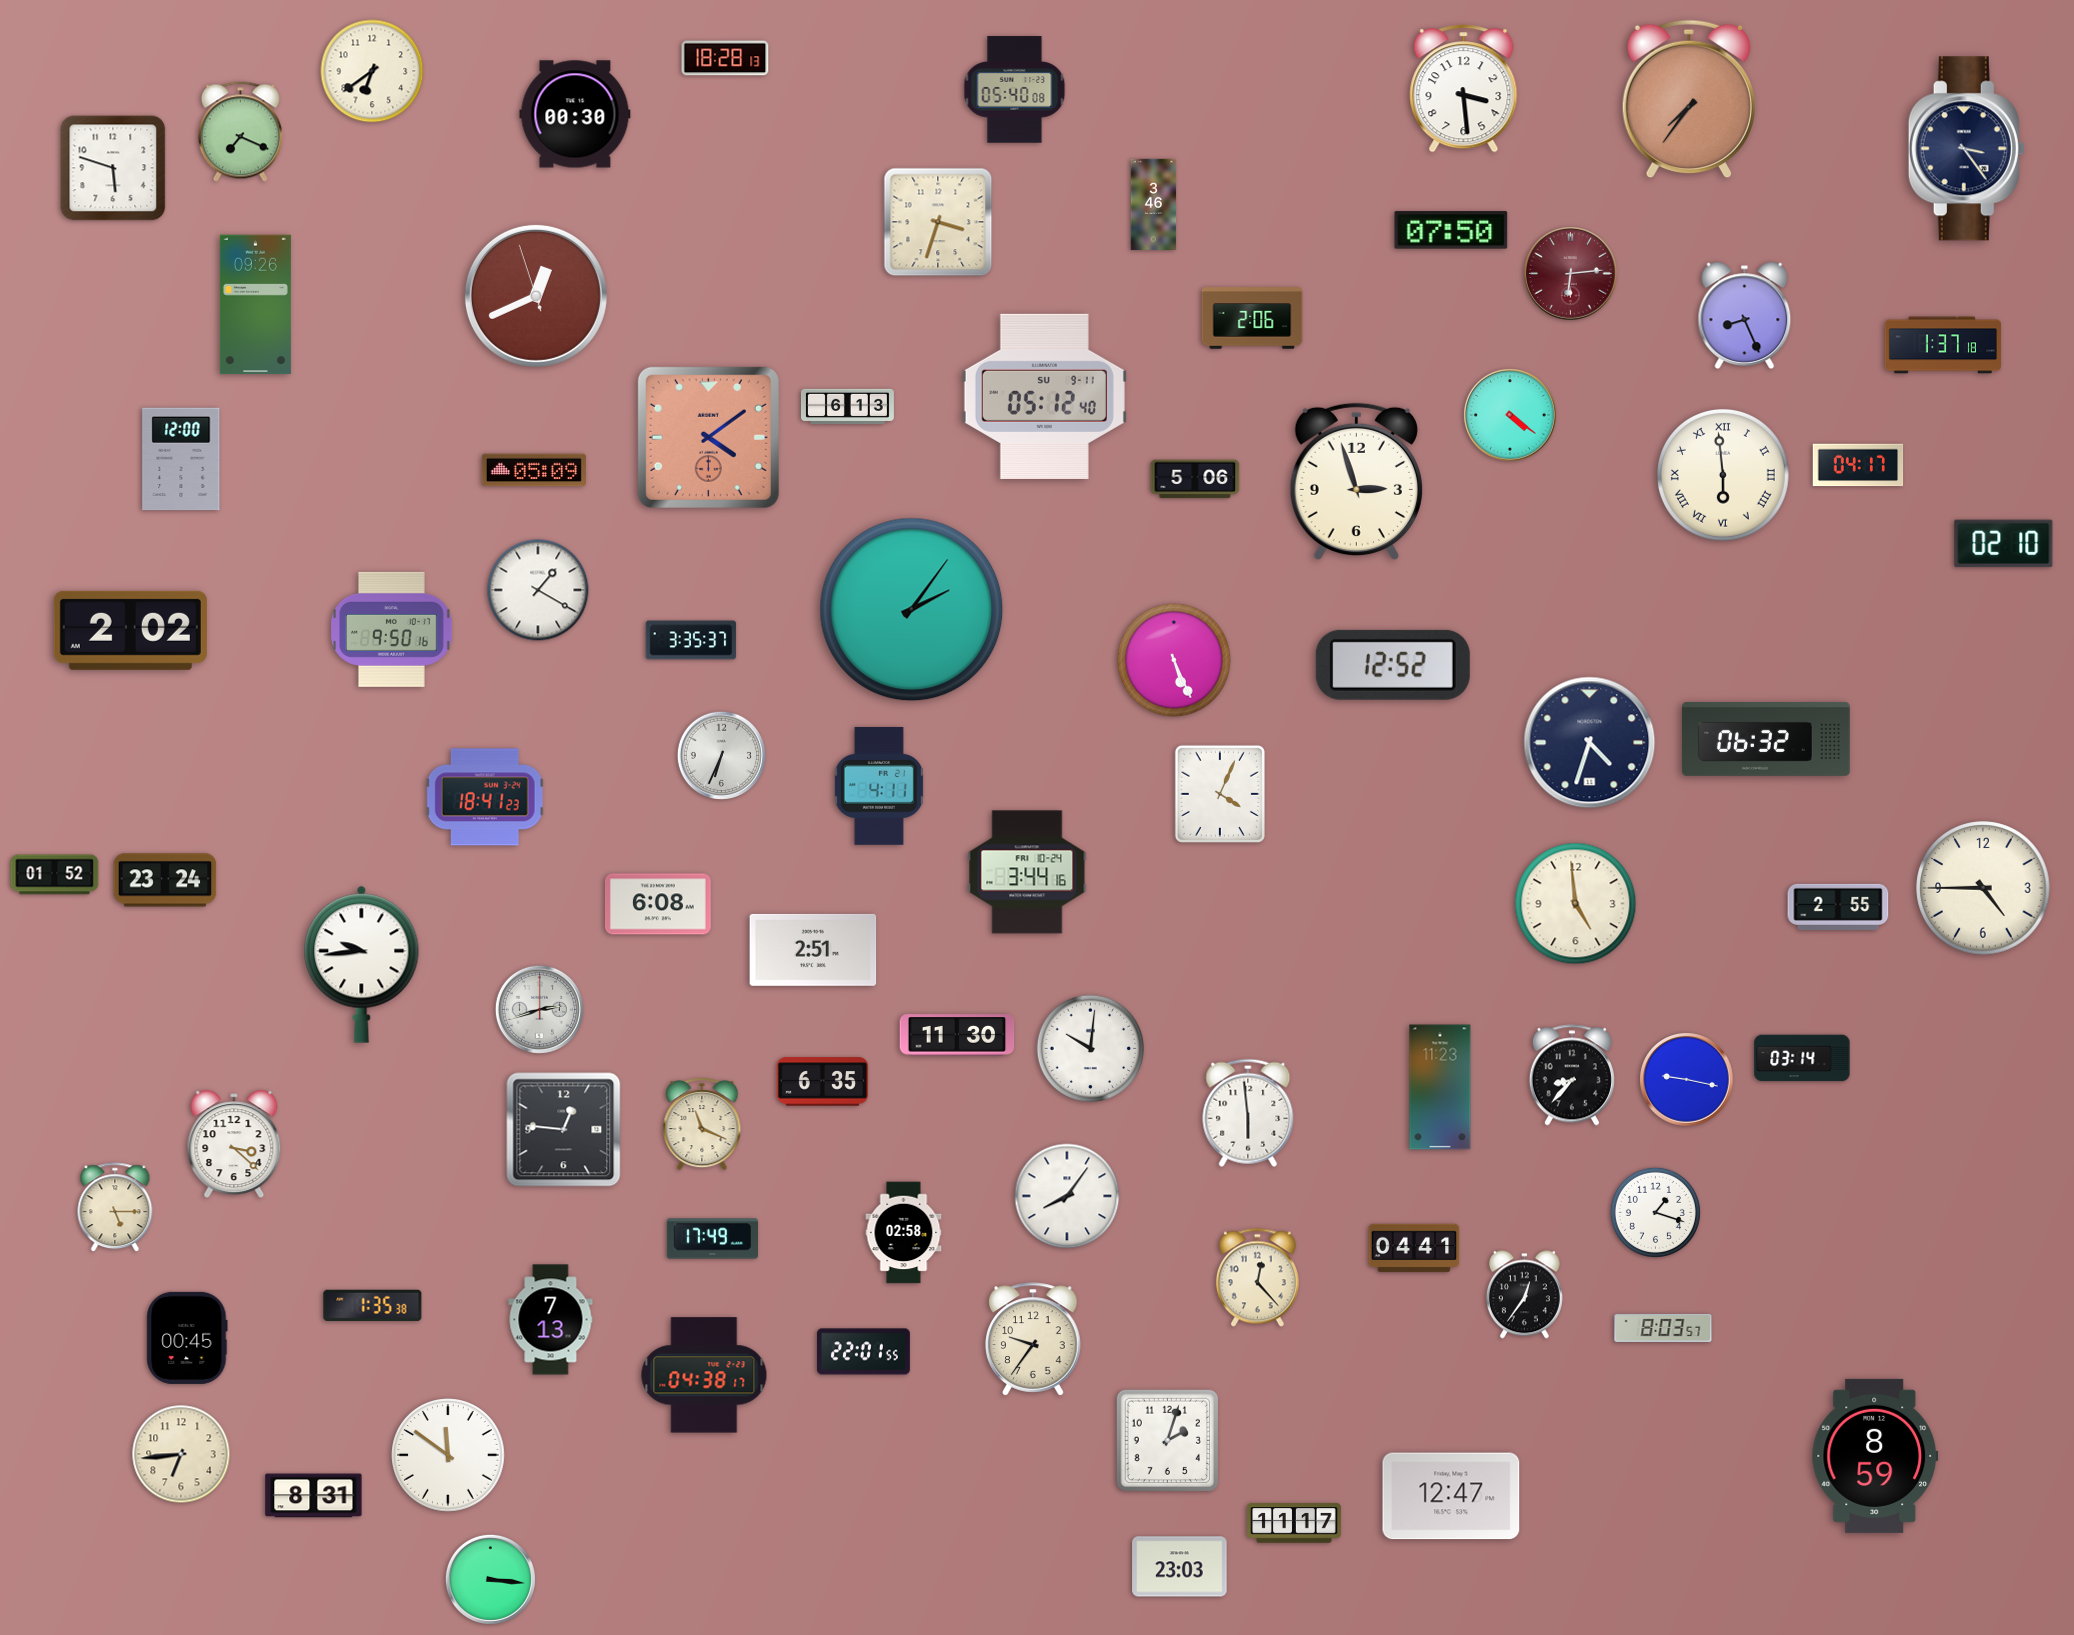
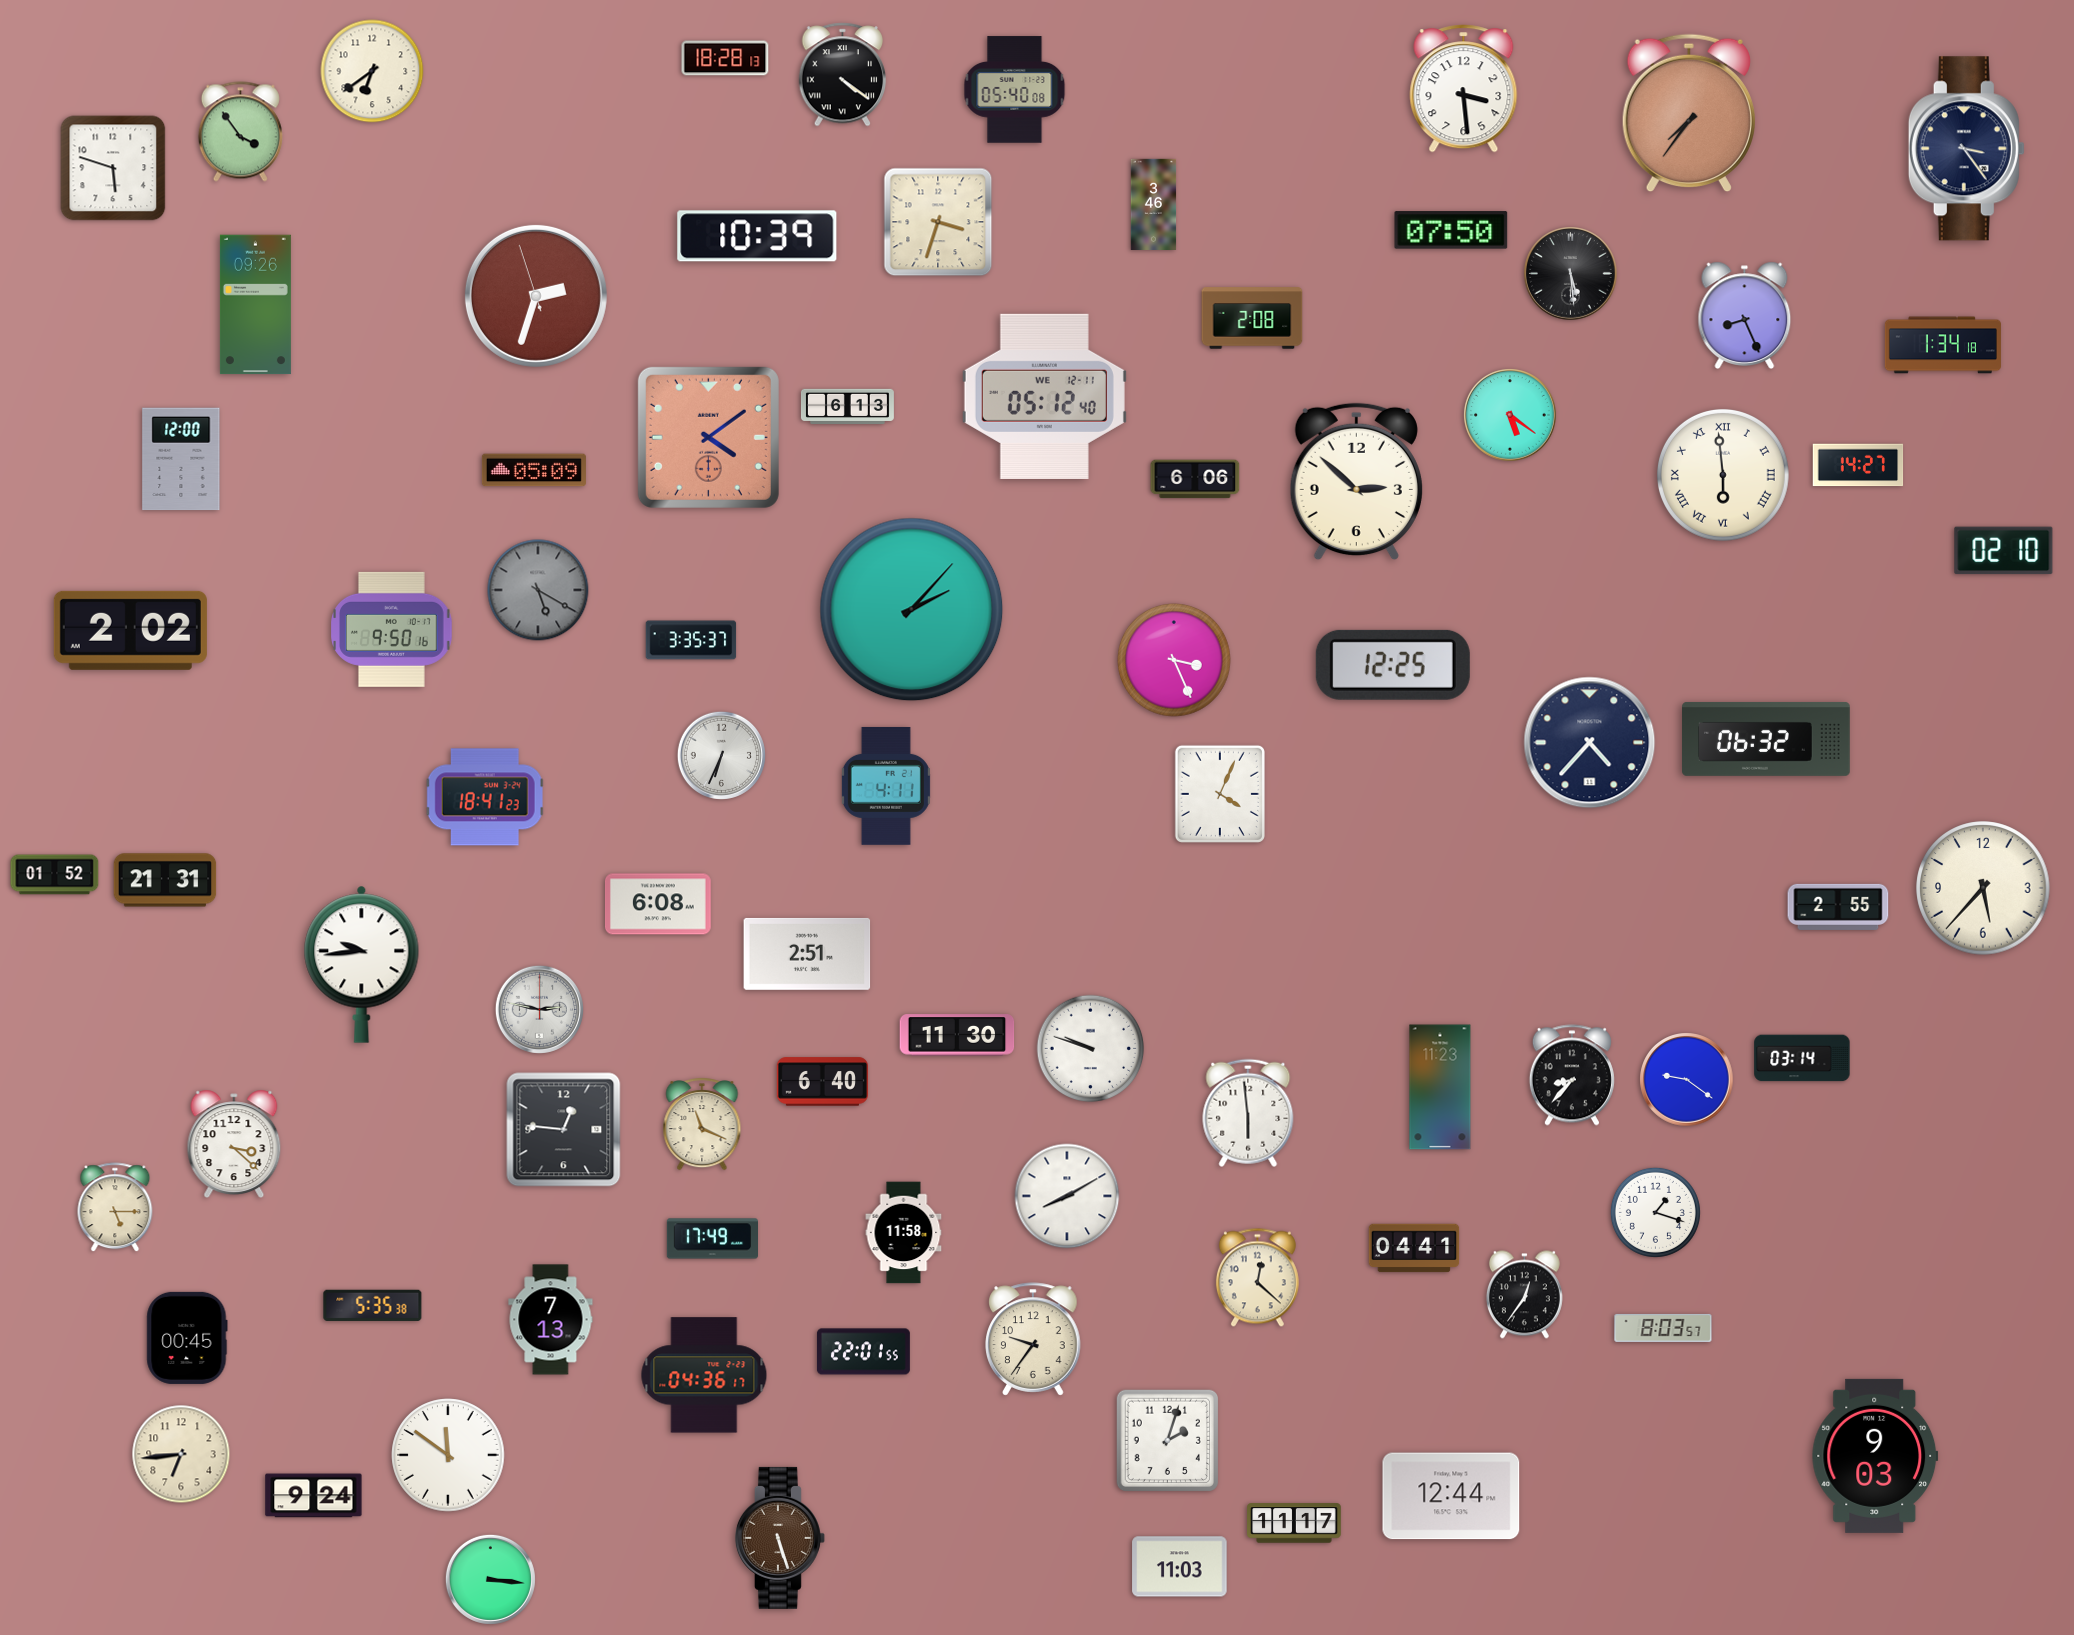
clock at (843, 75): none -> 4:21
clock at (1689, 99) position: (1689, 99) -> (1689, 113)
clock at (575, 114): 00:30 -> none
clock at (240, 132): 7:19 -> 3:54
clock at (757, 236): none -> 10:39
clock at (1571, 274): 6:14 -> 5:29
clock at (1571, 274) dial: burgundy -> black
clock at (536, 296): 12:40 -> 2:32
clock at (1252, 318): 2:06 -> 2:08
clock at (1943, 345): 1:37 -> 1:34
clock at (1044, 396) date: SU 9-11 -> WE 12-11
clock at (1510, 415): 4:21 -> 5:21
clock at (1858, 465): 04:17 -> 14:27
clock at (1195, 479): 5:06 -> 6:06
clock at (1356, 482): 2:57 -> 2:52
clock at (2004, 544) position: (2004, 544) -> (2004, 551)
clock at (538, 590): 1:20 -> 5:20
clock at (538, 590) dial: white -> grey
clock at (912, 610): 2:06 -> 2:07
clock at (1174, 660): 5:26 -> 3:26
clock at (1393, 665): 12:52 -> 12:25
clock at (1590, 743): 4:33 -> 4:37
clock at (879, 786) position: (879, 786) -> (886, 786)
clock at (1027, 872): 3:44 -> none
clock at (165, 880): 23:24 -> 21:31
clock at (1983, 888): 4:45 -> 5:37
clock at (1576, 904): 4:59 -> none
clock at (813, 950) position: (813, 950) -> (807, 954)
clock at (539, 1009): 2:42 -> 2:47
clock at (1091, 1049): 10:01 -> 9:48
clock at (1687, 1080): 9:17 -> 9:21
clock at (822, 1082): 6:35 -> 6:40
clock at (1067, 1196): 8:06 -> 8:10
clock at (904, 1233): 02:58 -> 11:58
clock at (1257, 1278): 12:23 -> 12:22
clock at (373, 1305): 1:35 -> 5:35
clock at (704, 1375): 04:38 -> 04:36
clock at (1875, 1456): 8:59 -> 9:03
clock at (314, 1496): 8:31 -> 9:24
clock at (1451, 1496): 12:47 -> 12:44
clock at (780, 1538): none -> 5:27
clock at (1180, 1567): 23:03 -> 11:03
